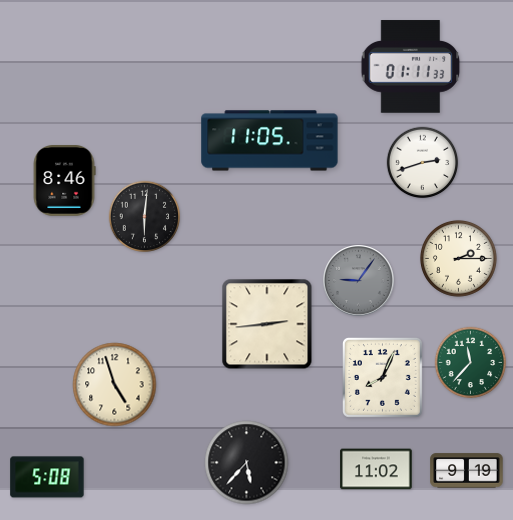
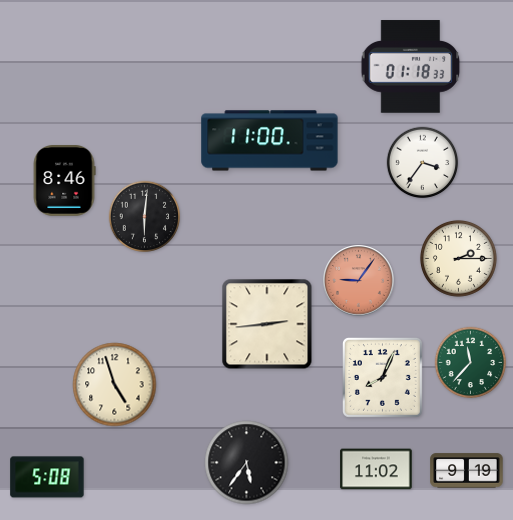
clock at (411, 67): 01:11 -> 01:18
clock at (270, 141): 11:05 -> 11:00
clock at (423, 163): 2:42 -> 3:36
clock at (359, 281) dial: grey -> salmon
clock at (247, 463): 5:37 -> 5:36
